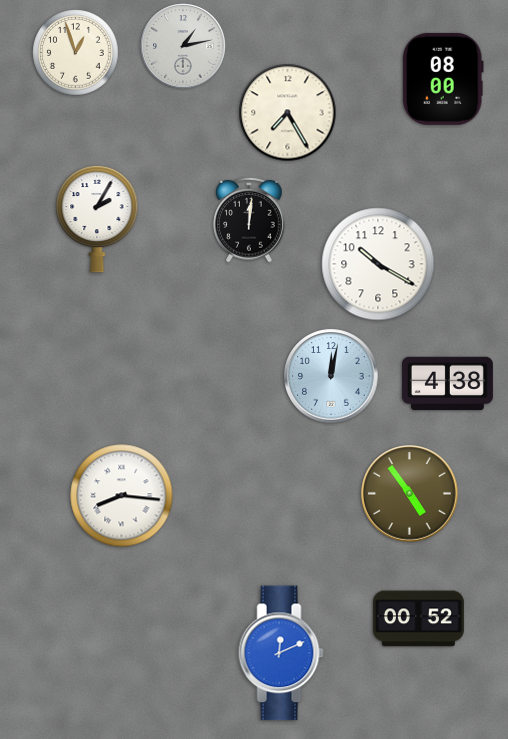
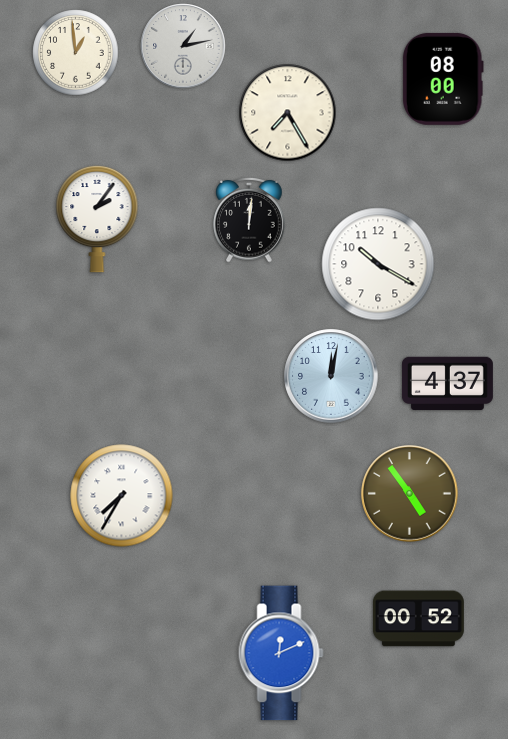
clock at (76, 53): 12:57 -> 12:59
clock at (97, 219): 2:05 -> 2:06
clock at (447, 384): 4:38 -> 4:37
clock at (122, 496): 8:16 -> 7:35
